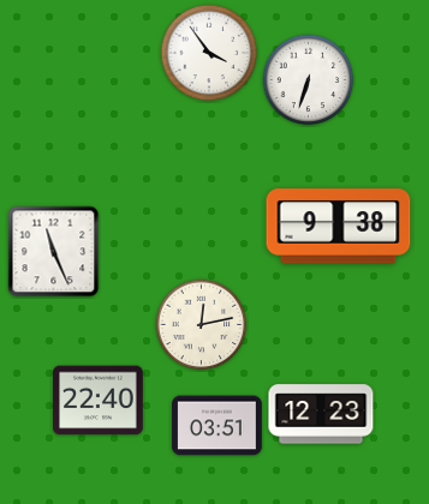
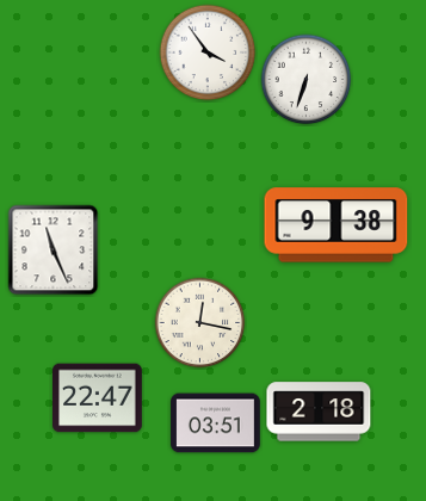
clock at (202, 325): 12:13 -> 12:17
clock at (99, 401): 22:40 -> 22:47
clock at (321, 414): 12:23 -> 2:18
